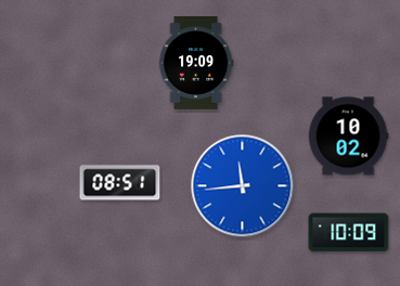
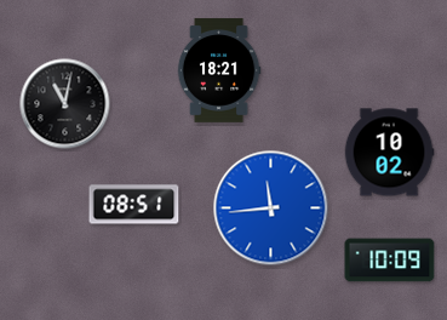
clock at (196, 63): 19:09 -> 18:21
clock at (65, 104): none -> 11:02
